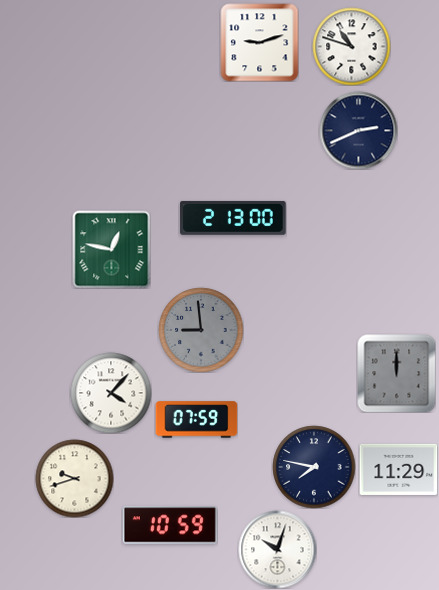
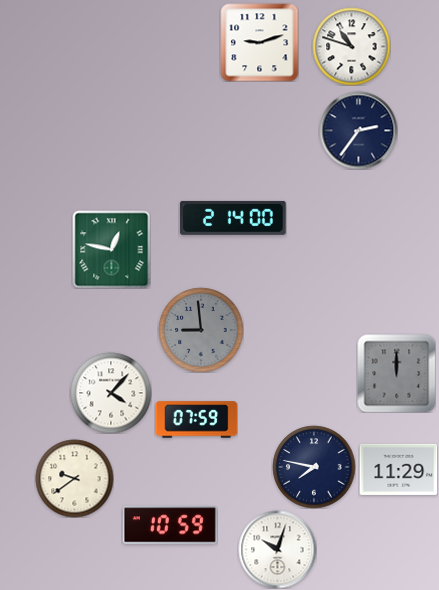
clock at (358, 130): 2:41 -> 2:36
clock at (233, 218): 2:13 -> 2:14
clock at (74, 478): 9:42 -> 9:39
